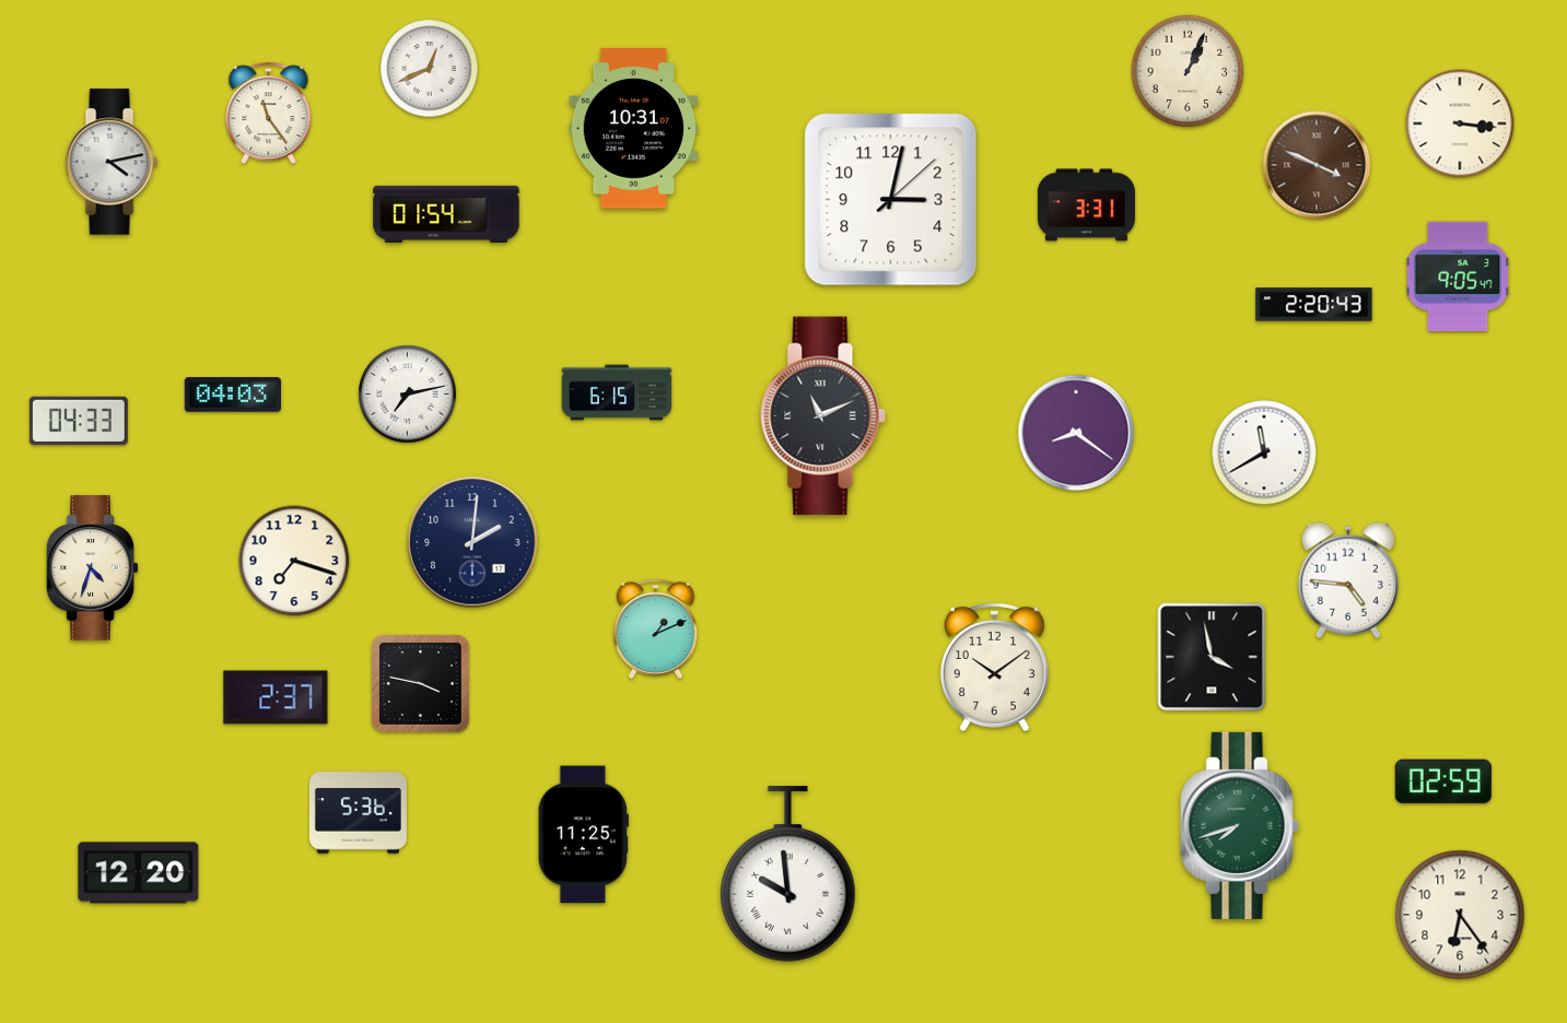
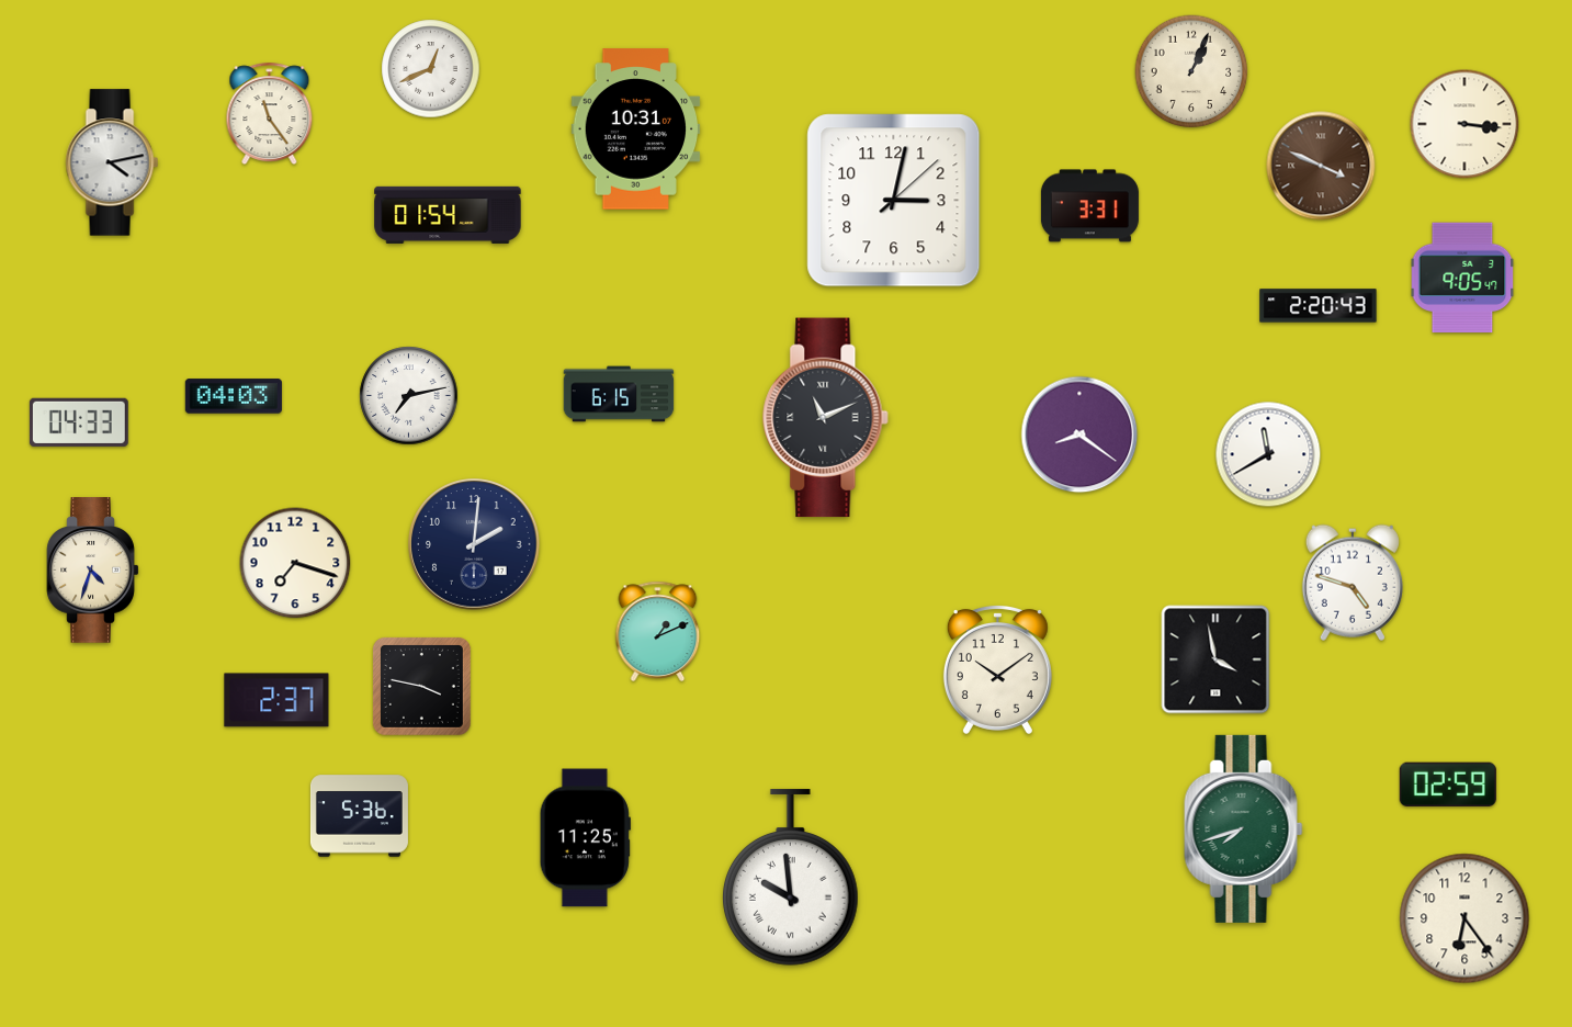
clock at (1348, 580): 4:46 -> 4:48
clock at (139, 873): 12:20 -> none
